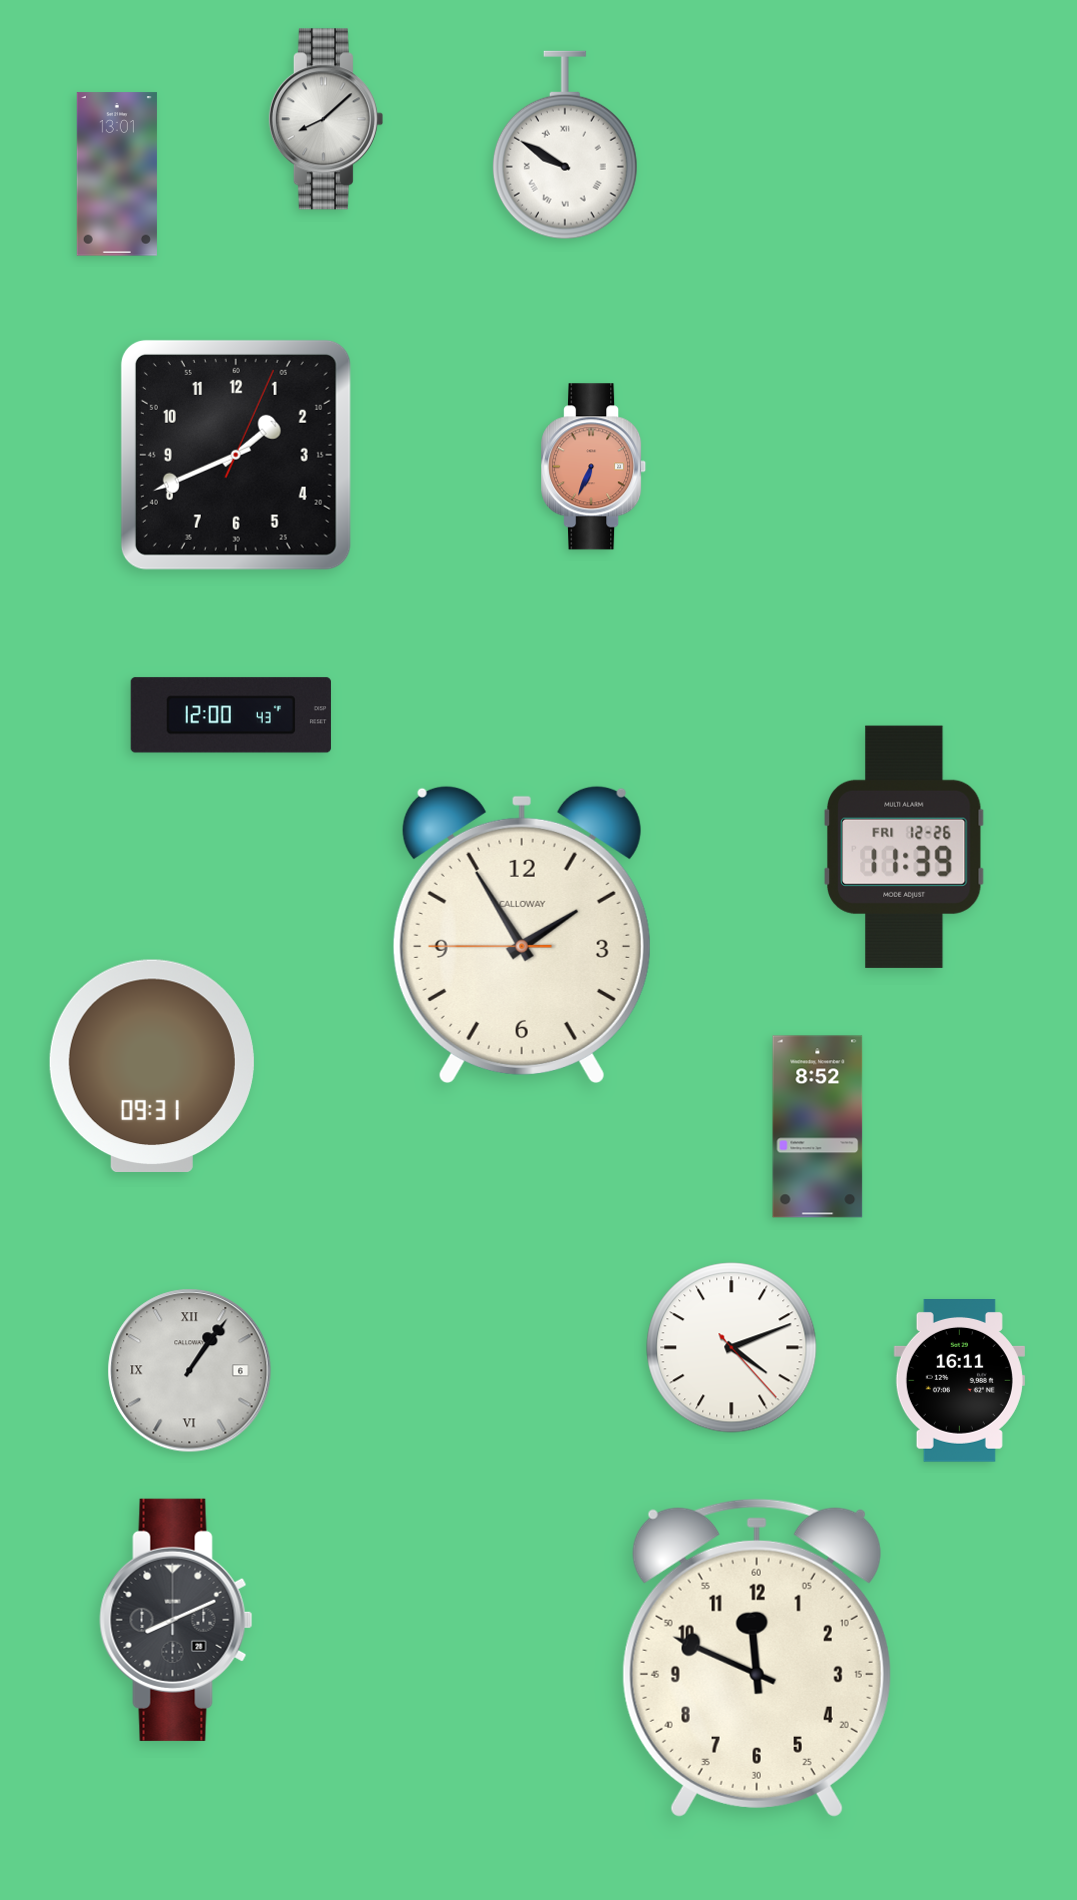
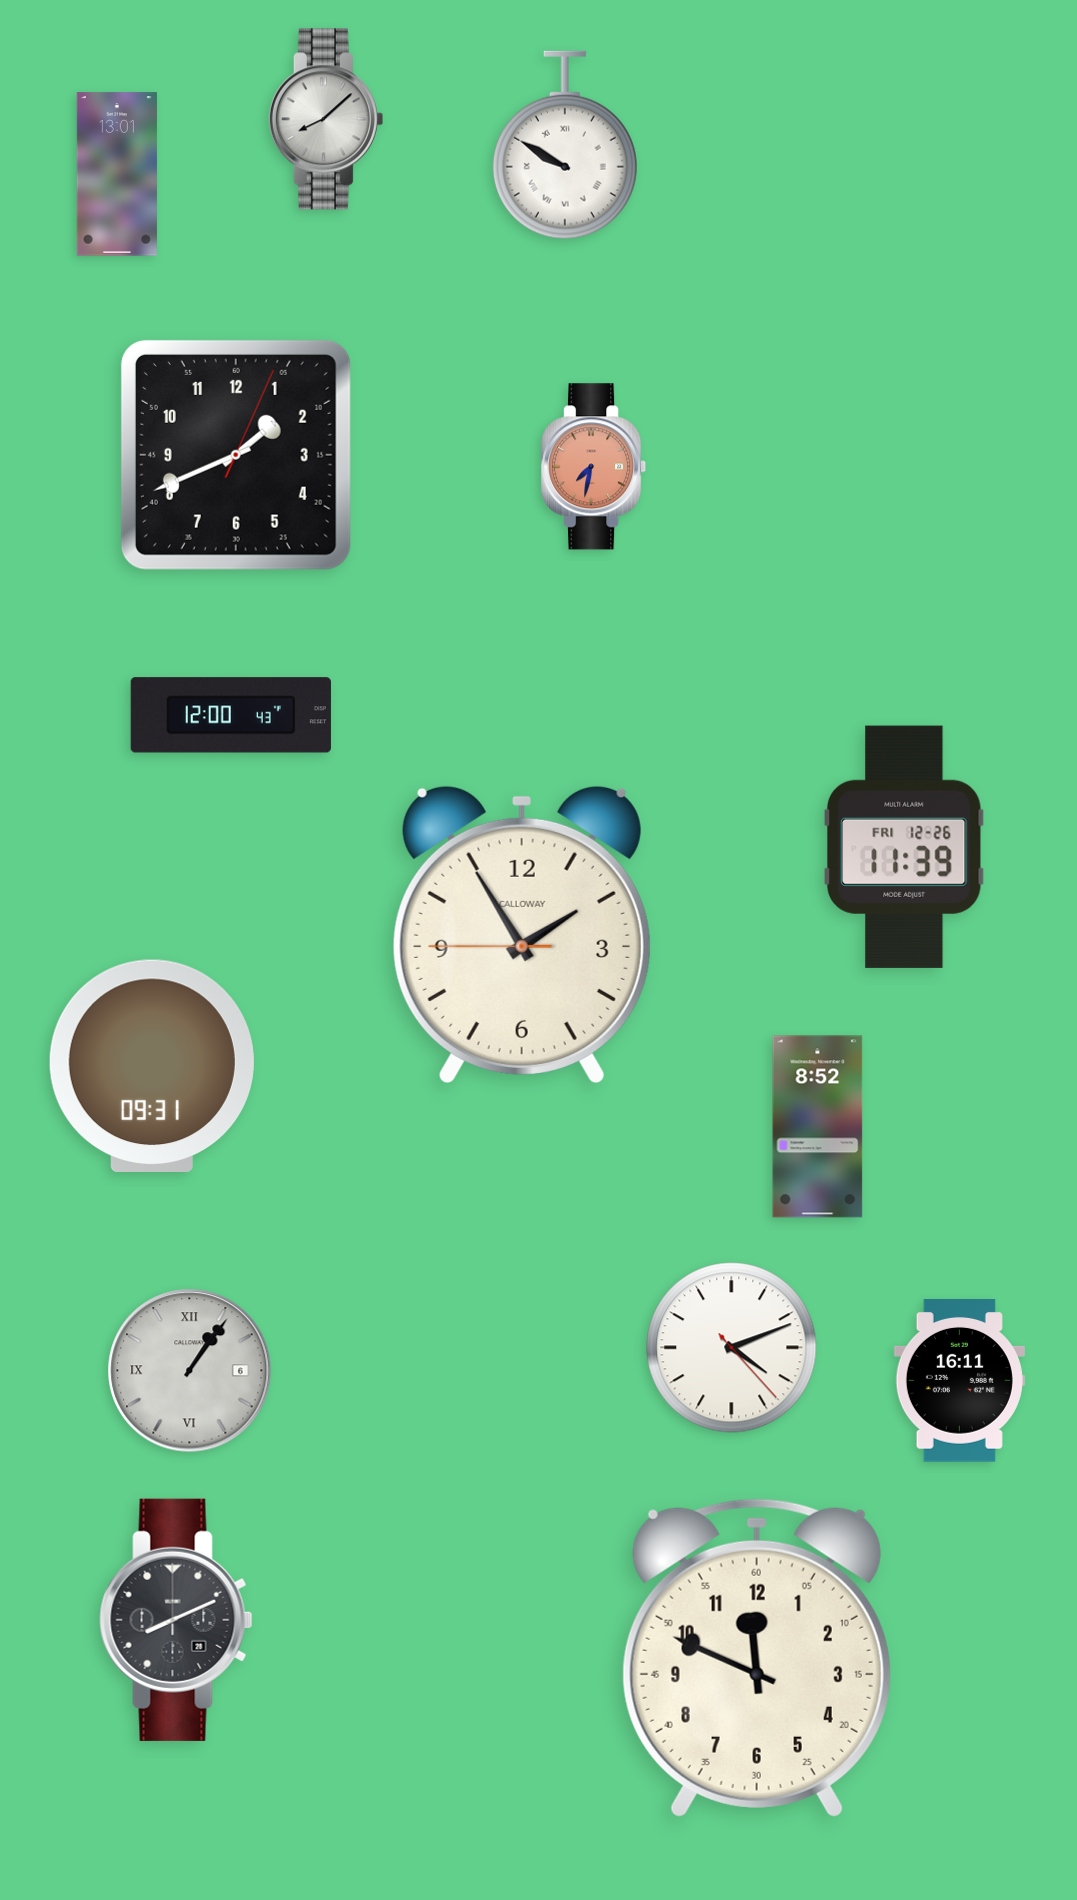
clock at (594, 467): 6:34 -> 7:32
